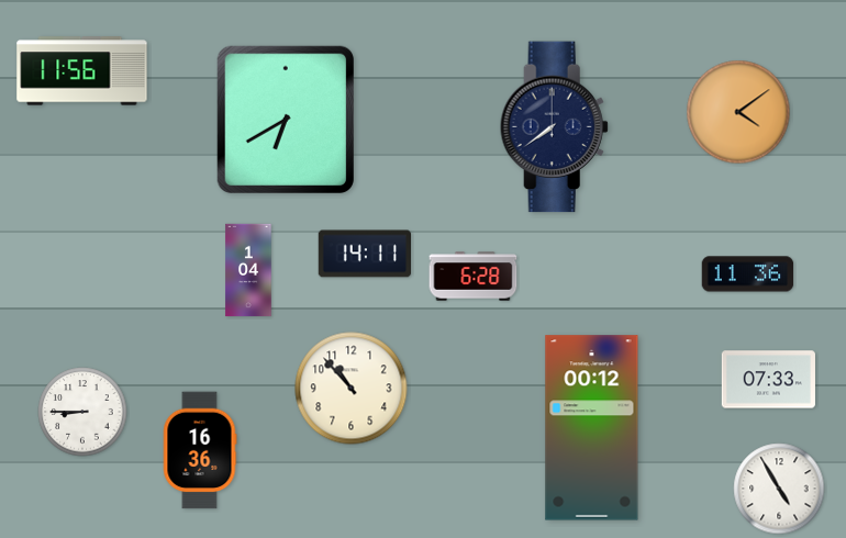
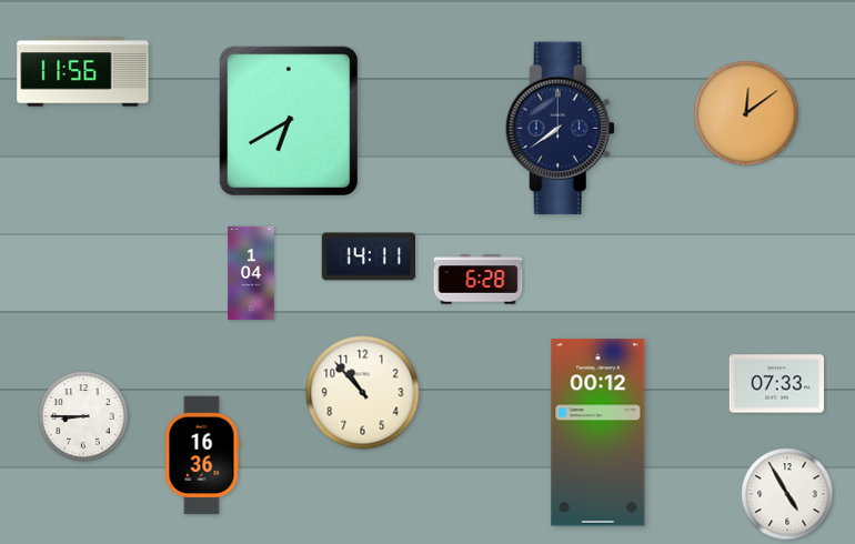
clock at (738, 112): 4:09 -> 12:09
clock at (748, 274): 11:36 -> none
clock at (352, 389) position: (352, 389) -> (363, 393)
